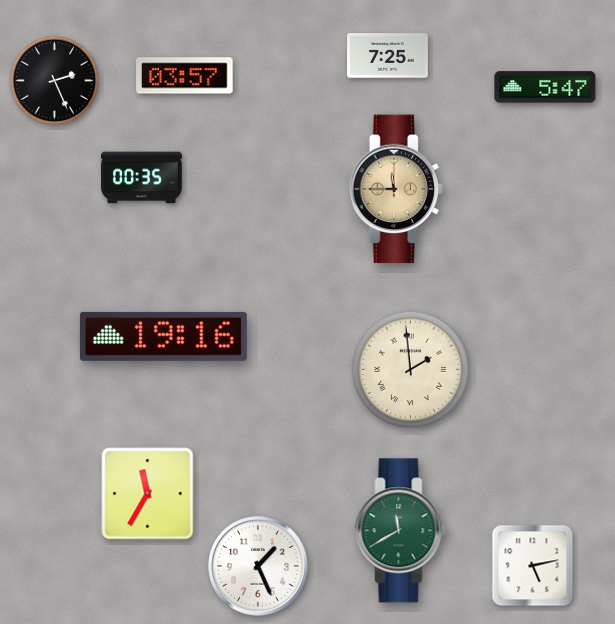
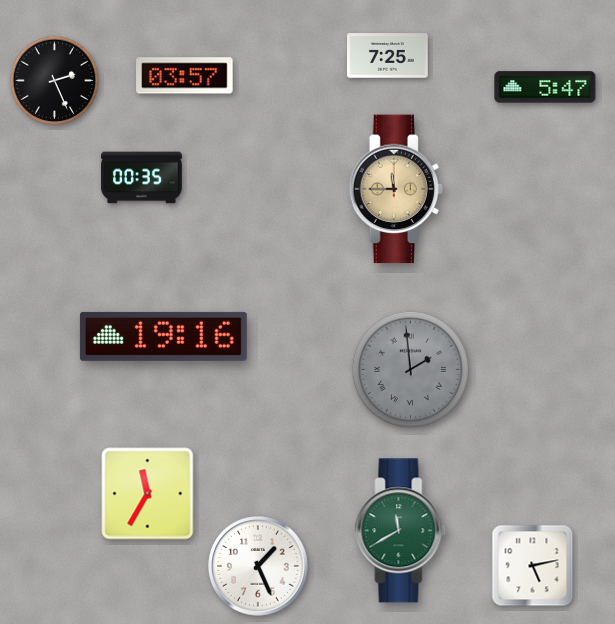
clock at (410, 369) dial: cream -> grey
